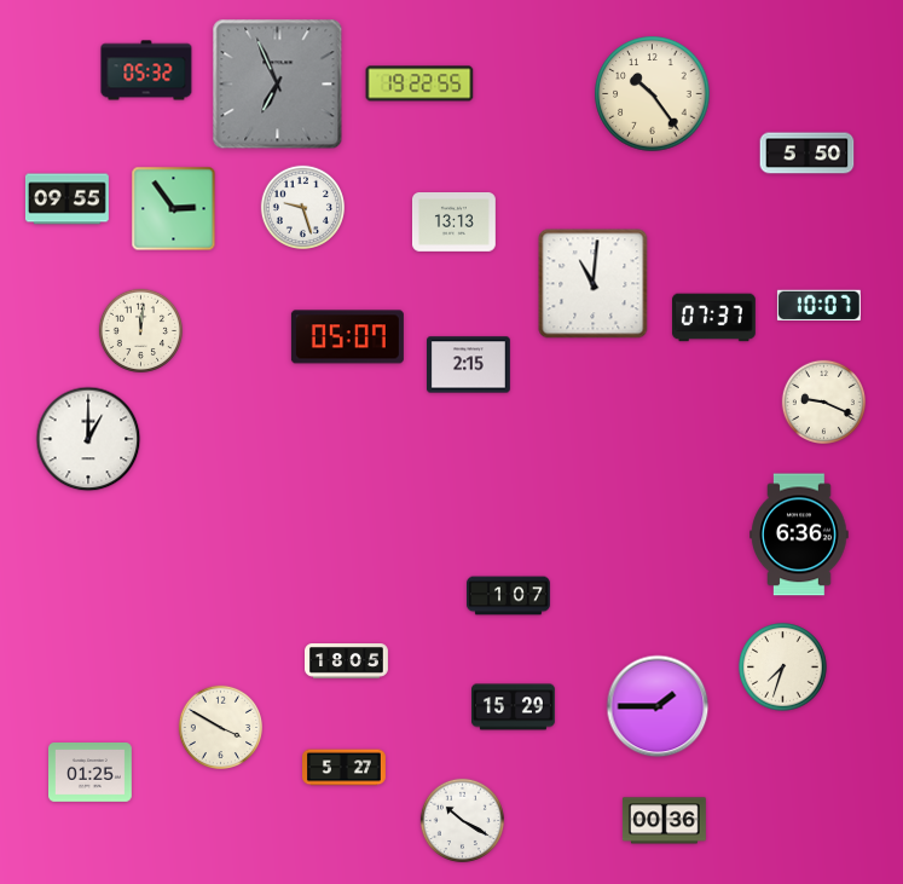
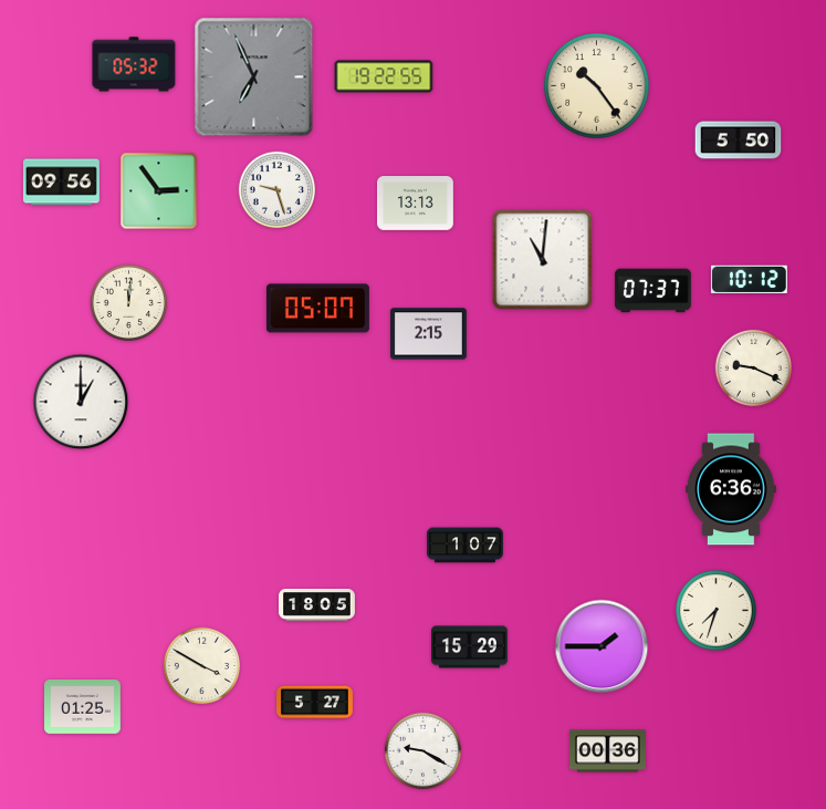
clock at (66, 200): 09:55 -> 09:56
clock at (818, 305): 10:07 -> 10:12
clock at (462, 820): 10:20 -> 9:20
